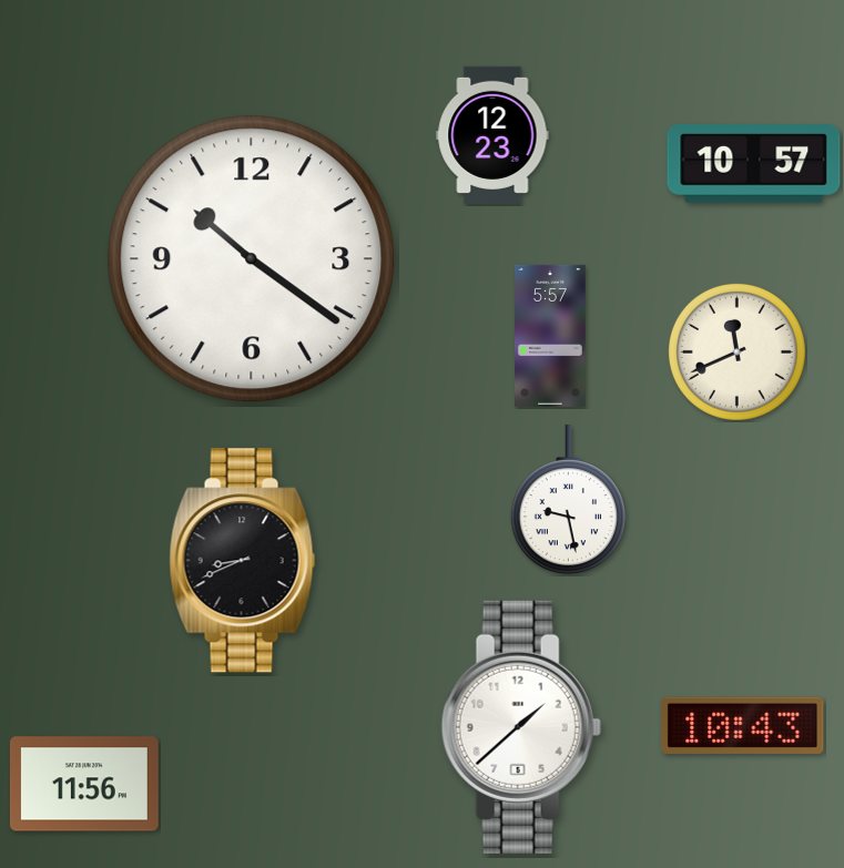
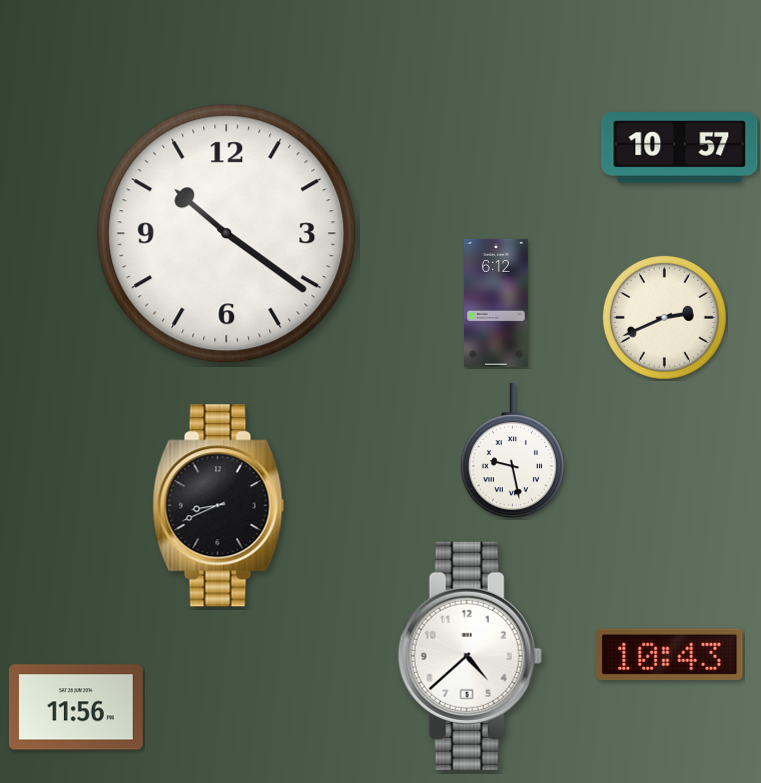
clock at (492, 135): 12:23 -> none
clock at (551, 336): 5:57 -> 6:12
clock at (736, 351): 11:41 -> 2:41
clock at (521, 727): 1:38 -> 4:38
